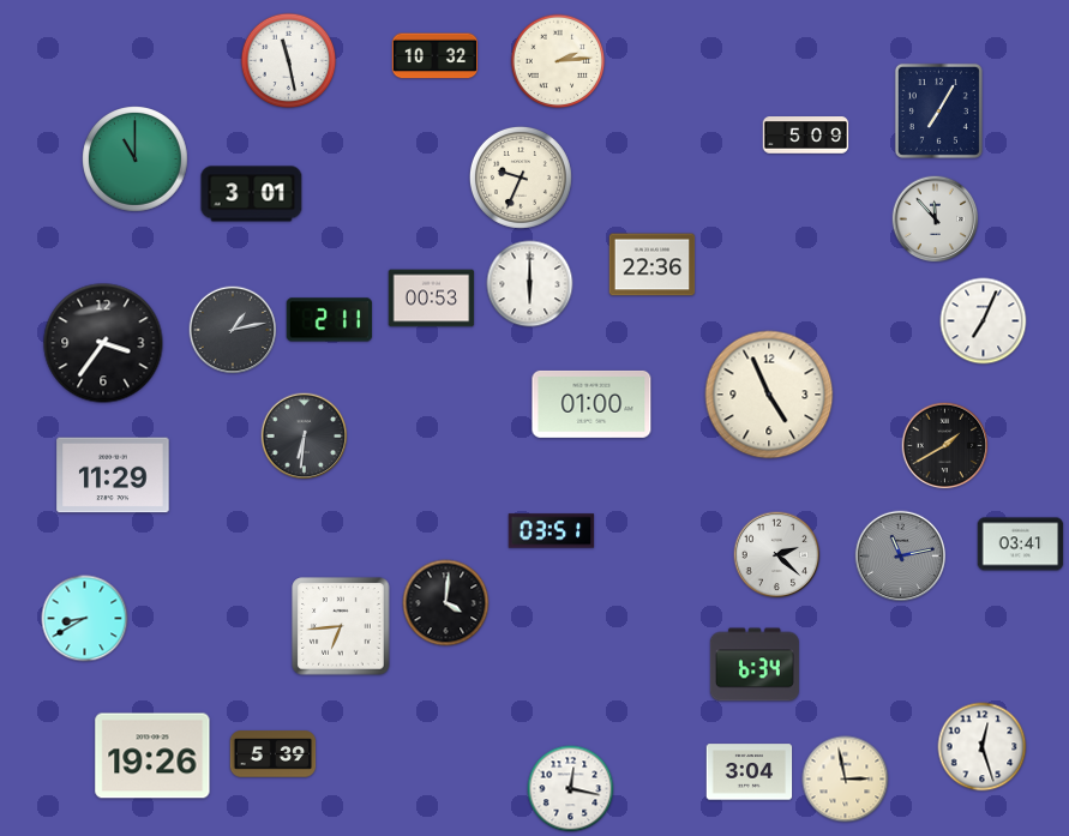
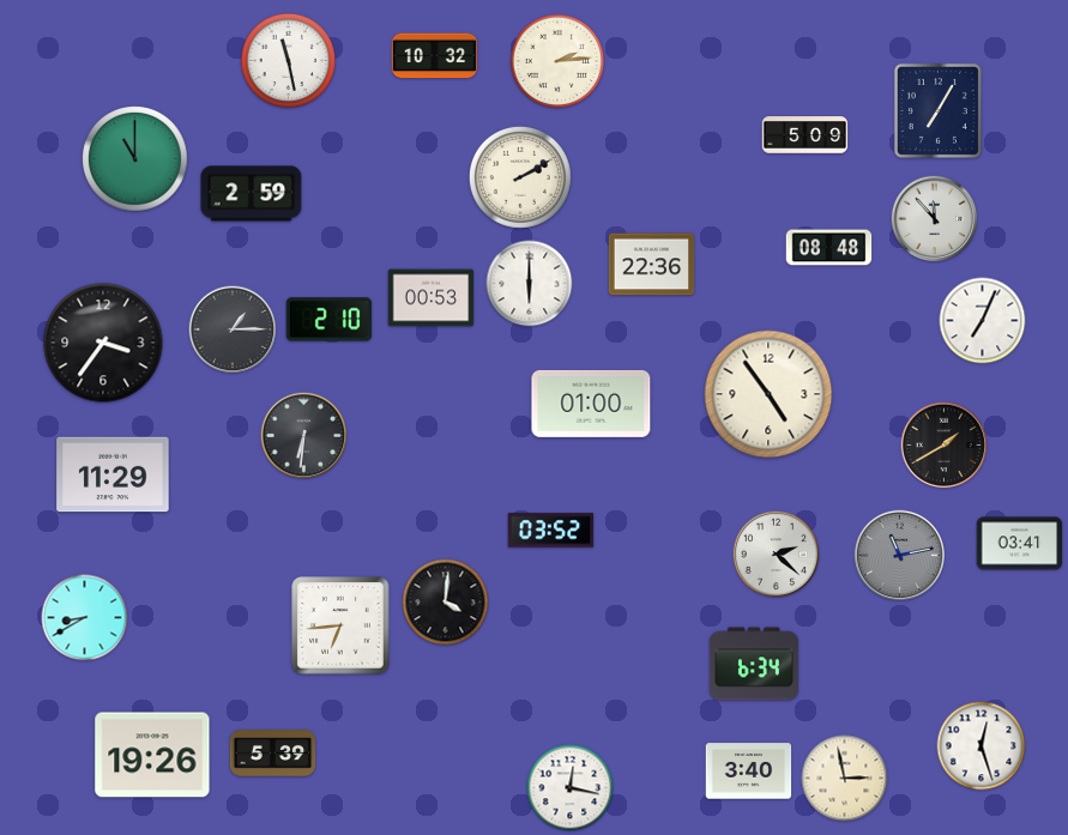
clock at (521, 178): 9:34 -> 2:10
clock at (252, 194): 3:01 -> 2:59
clock at (829, 248): none -> 08:48
clock at (330, 320): 2:11 -> 2:10
clock at (233, 330): 1:13 -> 1:15
clock at (769, 395): 4:56 -> 4:54
clock at (552, 531): 03:51 -> 03:52
clock at (750, 772): 3:04 -> 3:40
